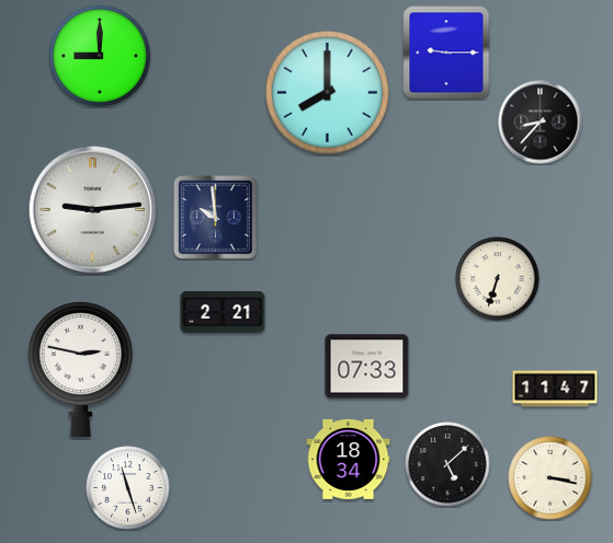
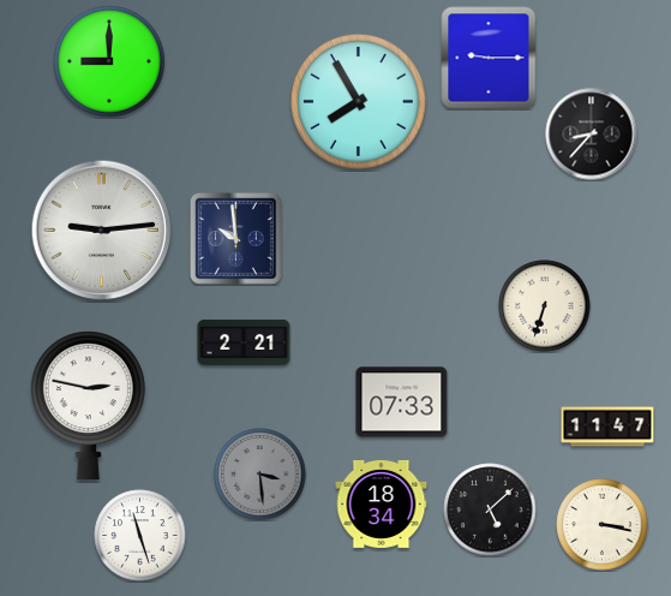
clock at (327, 92): 8:00 -> 7:55
clock at (260, 475): none -> 3:29
